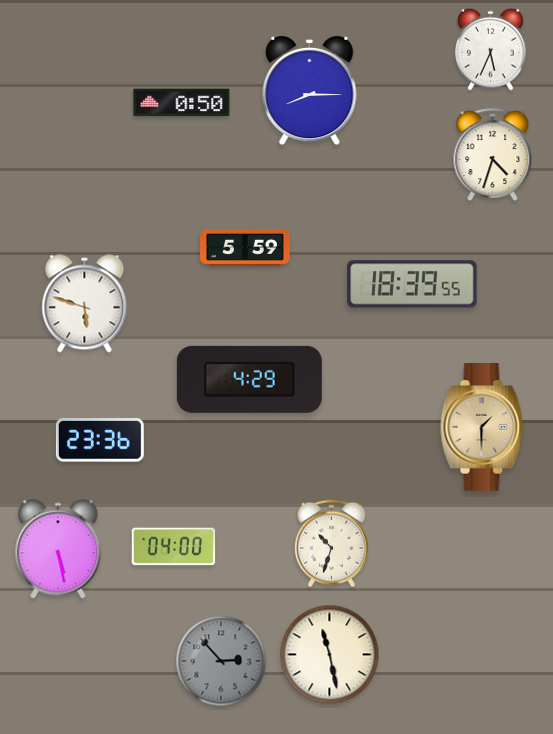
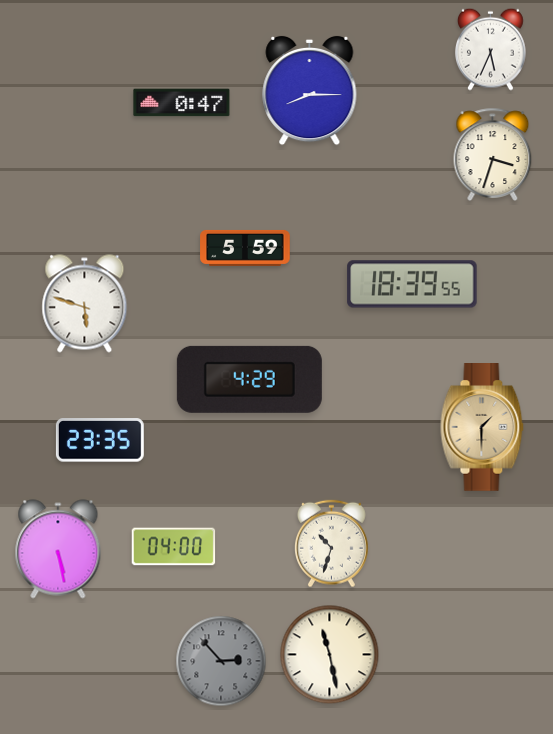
clock at (182, 103): 0:50 -> 0:47
clock at (493, 154): 4:33 -> 3:33
clock at (100, 440): 23:36 -> 23:35
